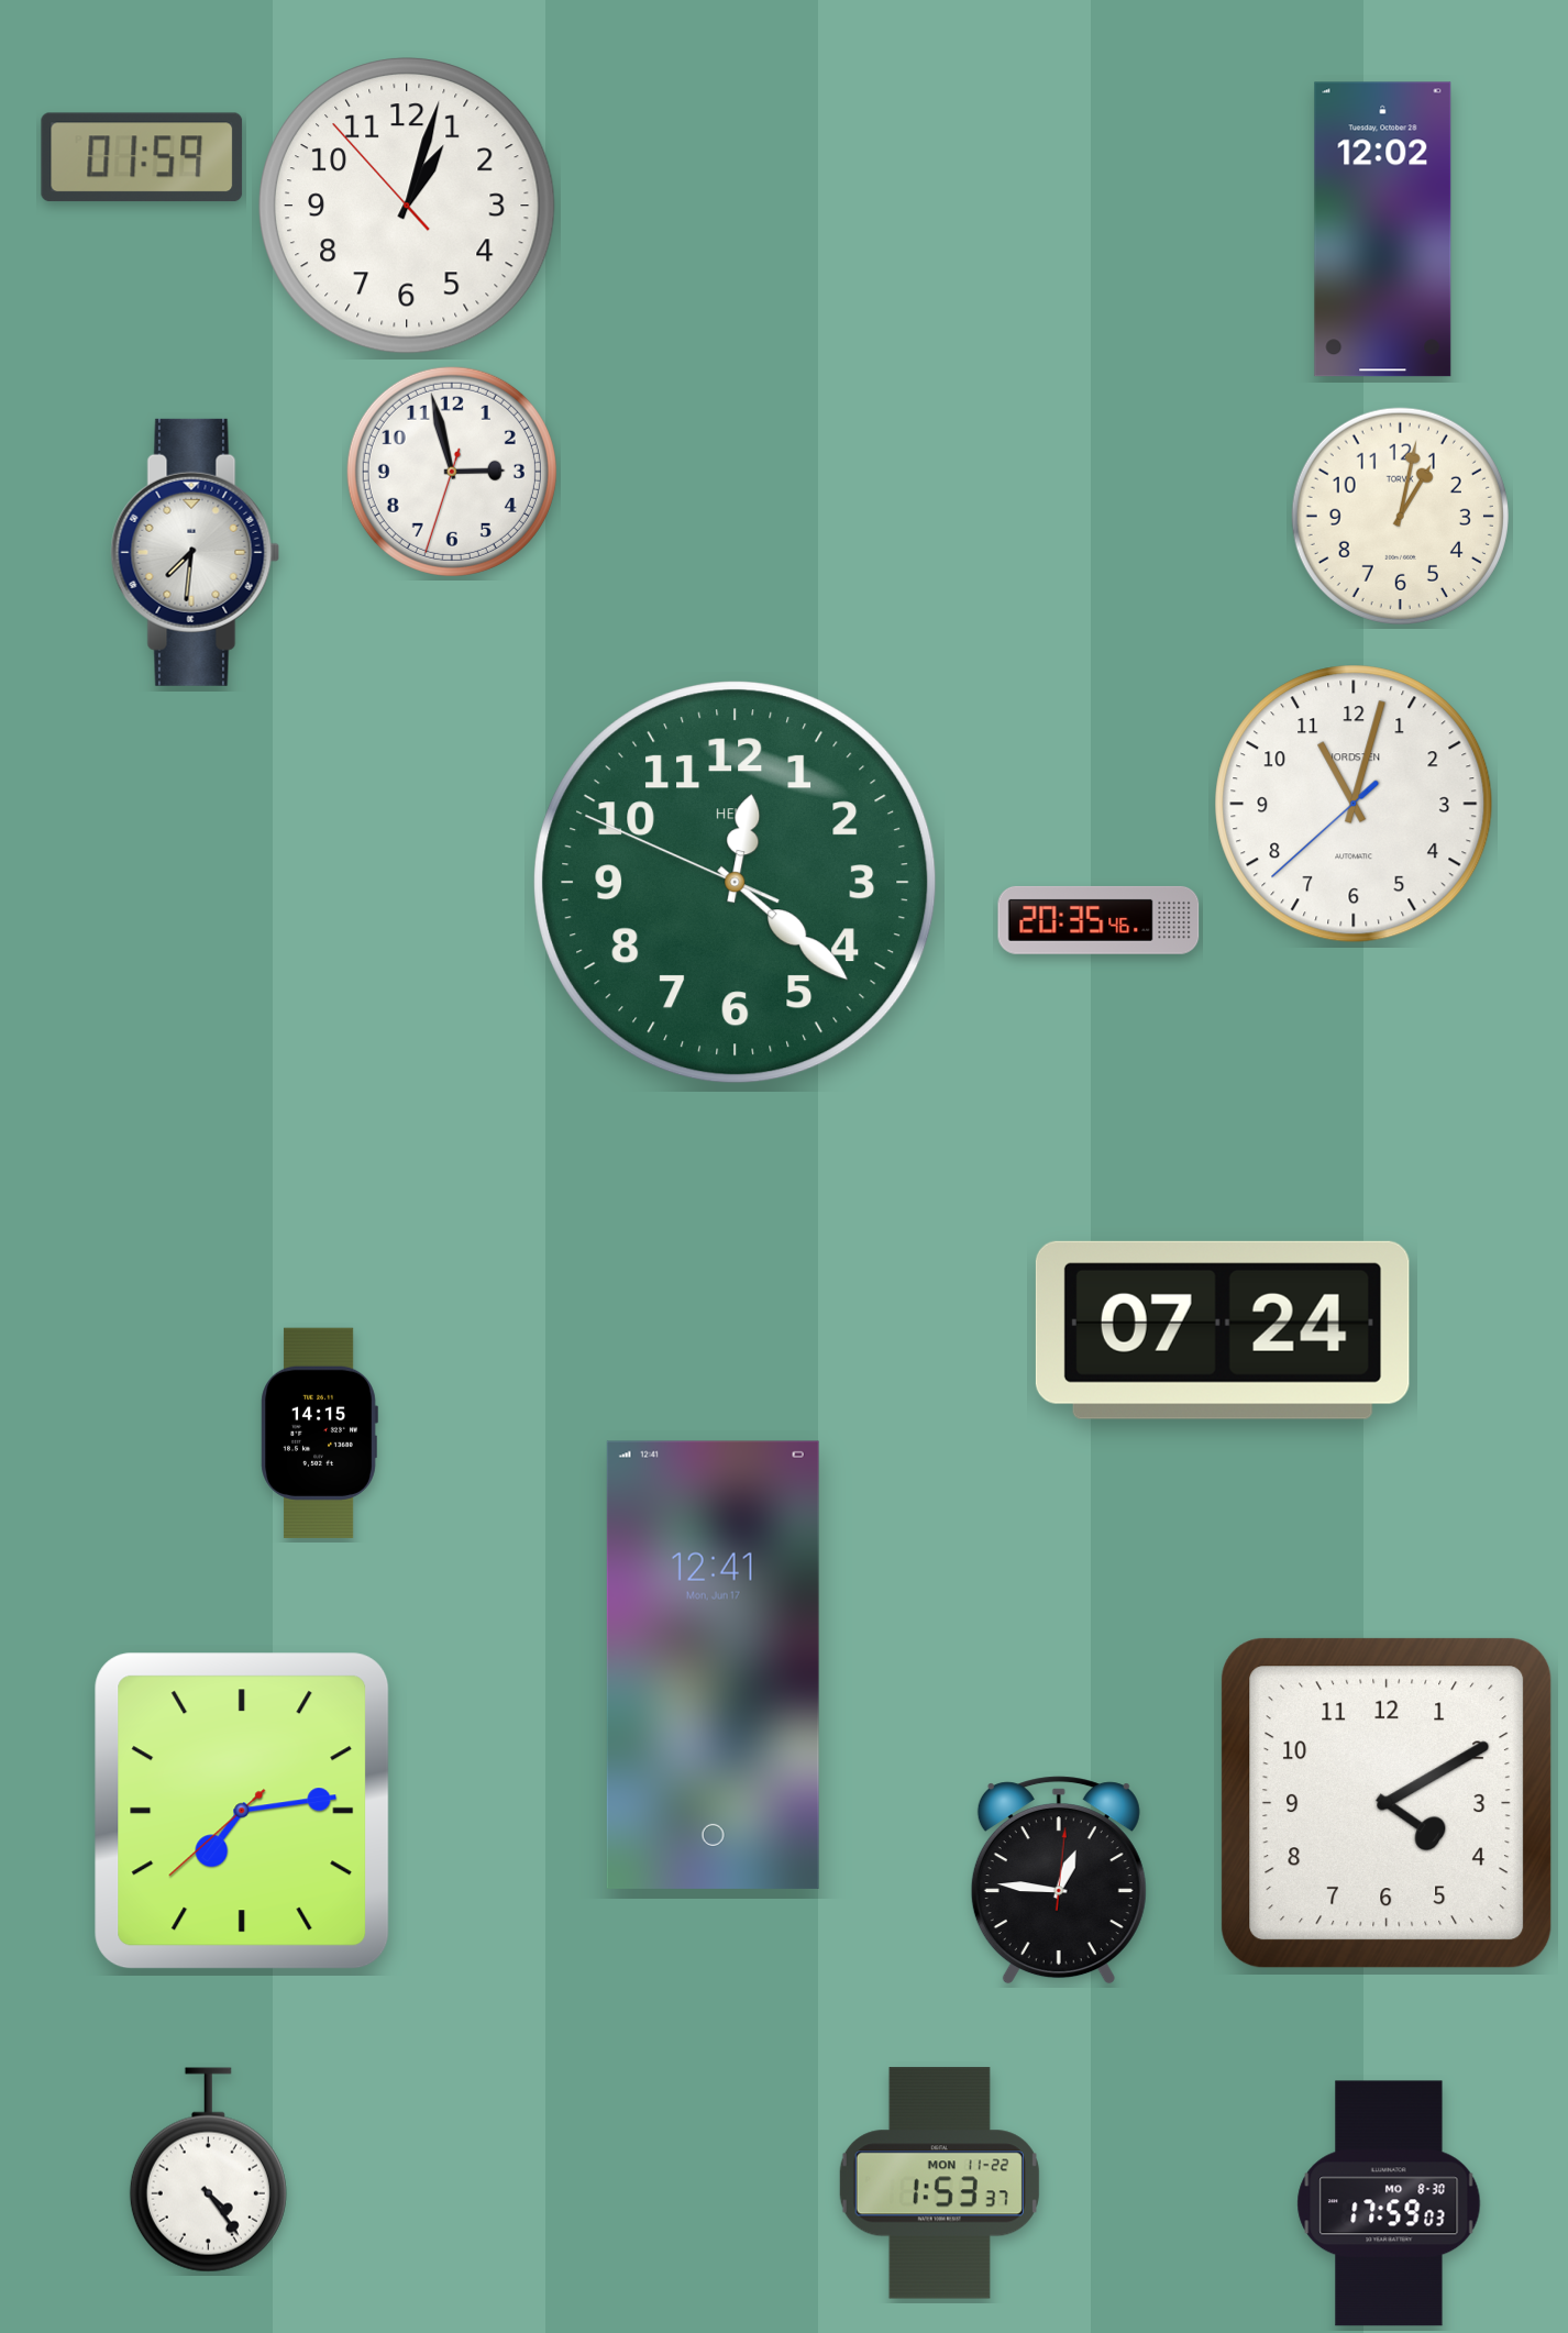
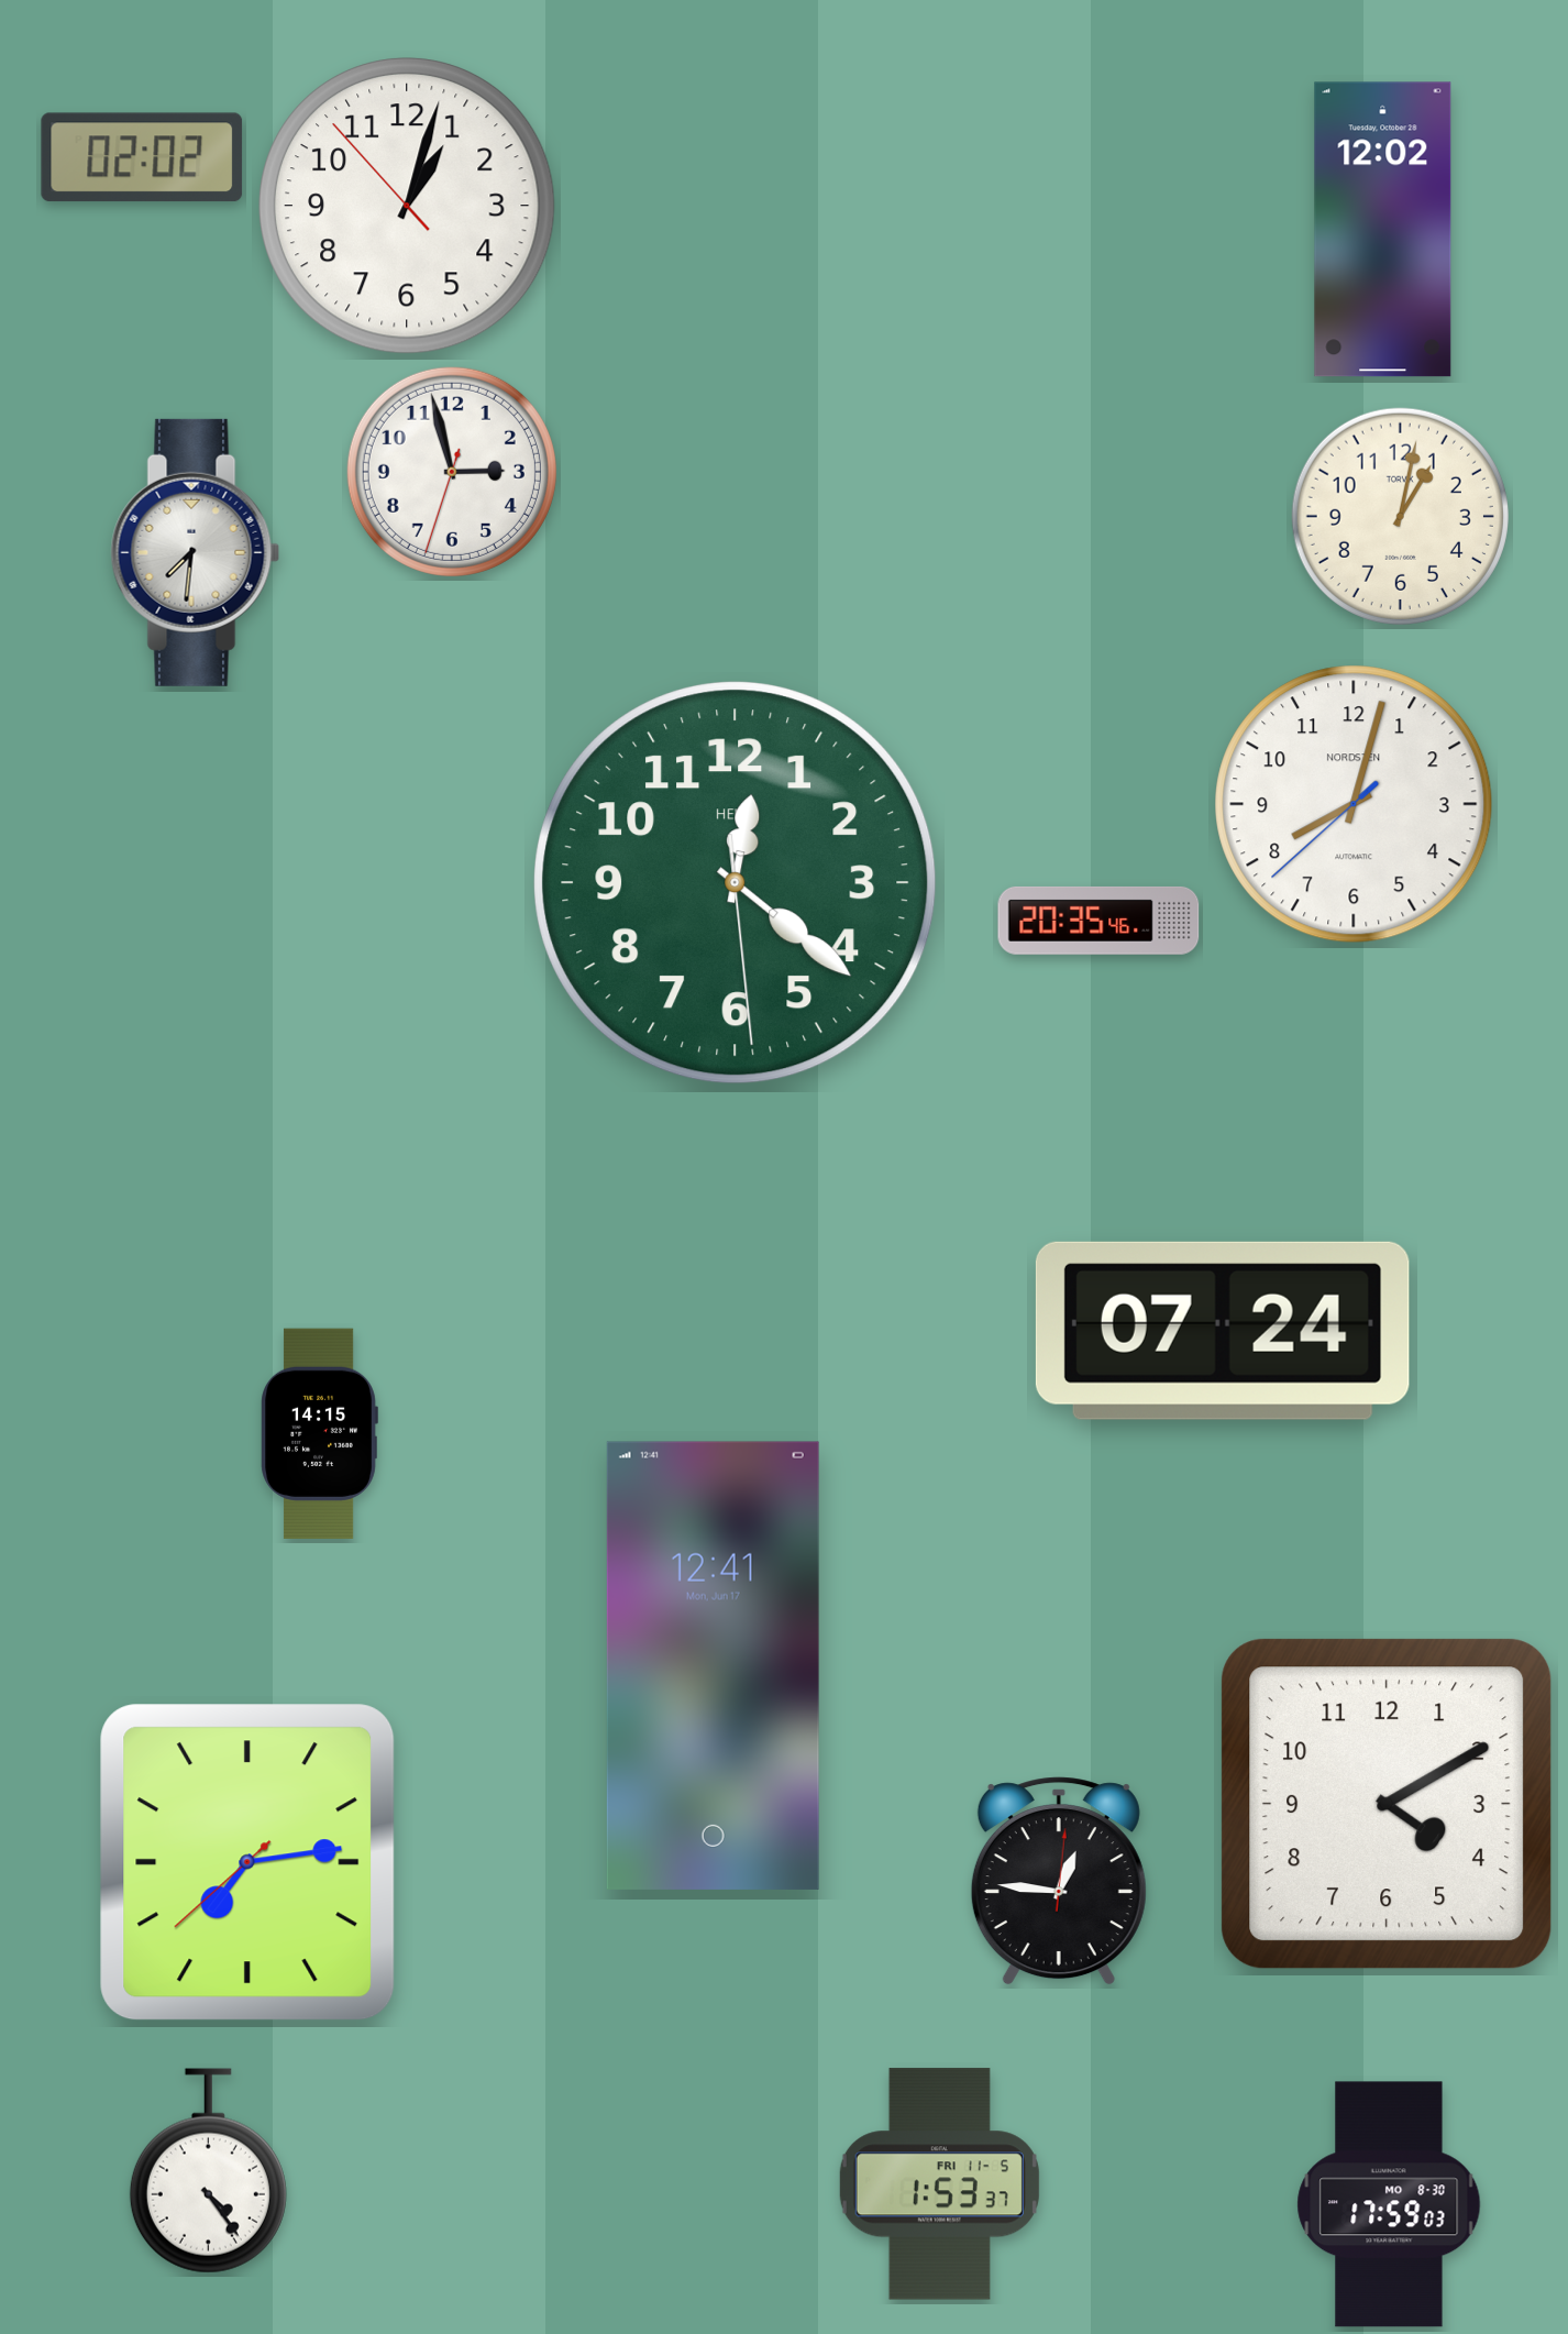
clock at (142, 157): 01:59 -> 02:02
clock at (1354, 804): 11:02 -> 8:02
clock at (736, 883): 12:21:49 -> 12:21:29
clock at (242, 1811) position: (242, 1811) -> (247, 1862)
clock at (939, 2183) date: MON 11-22 -> FRI 11-5
